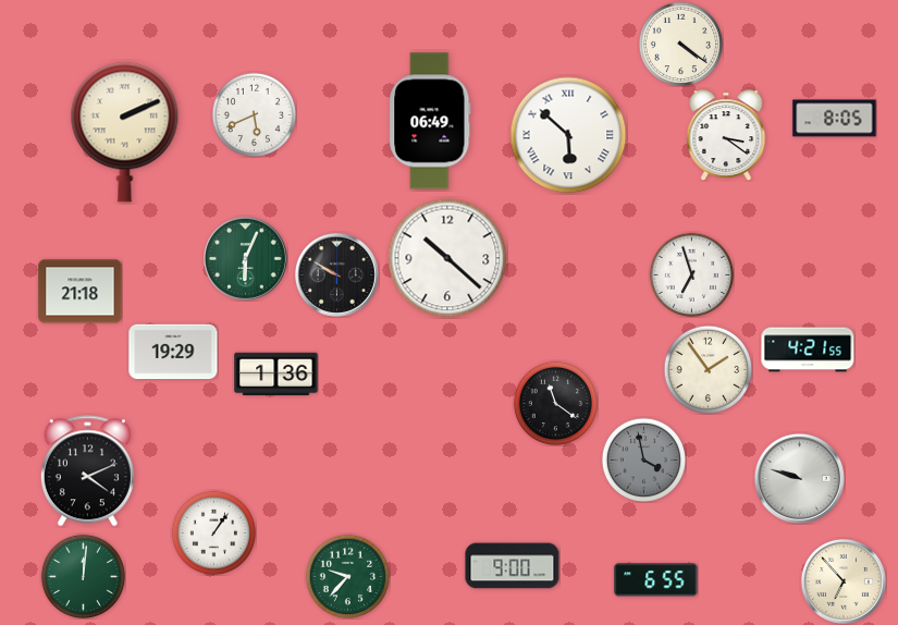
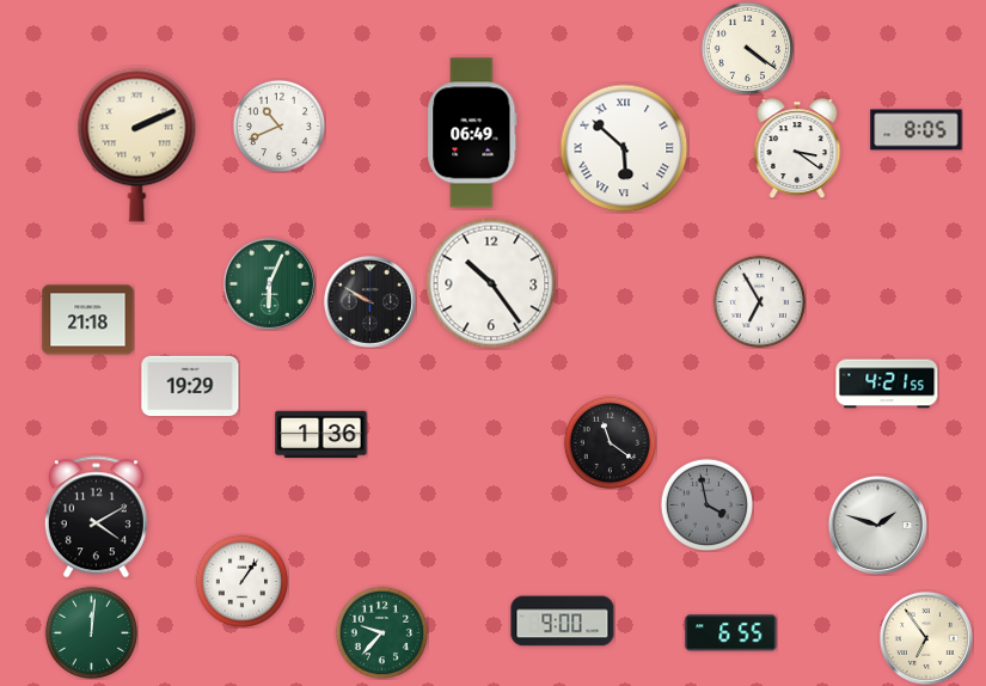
clock at (254, 114): 5:41 -> 10:41
clock at (447, 258): 10:22 -> 10:24
clock at (691, 274): 6:57 -> 6:55
clock at (708, 369): 1:54 -> none
clock at (276, 375) position: (276, 375) -> (321, 435)
clock at (87, 471): 4:11 -> 4:10
clock at (799, 478): 9:48 -> 1:48
clock at (213, 532) position: (213, 532) -> (241, 581)
clock at (656, 580) position: (656, 580) -> (731, 633)
clock at (844, 581): 6:53 -> 6:54
